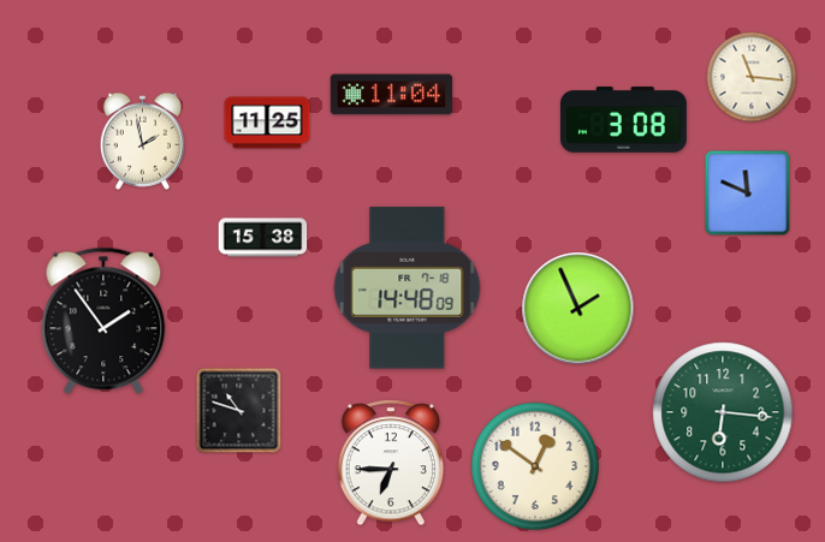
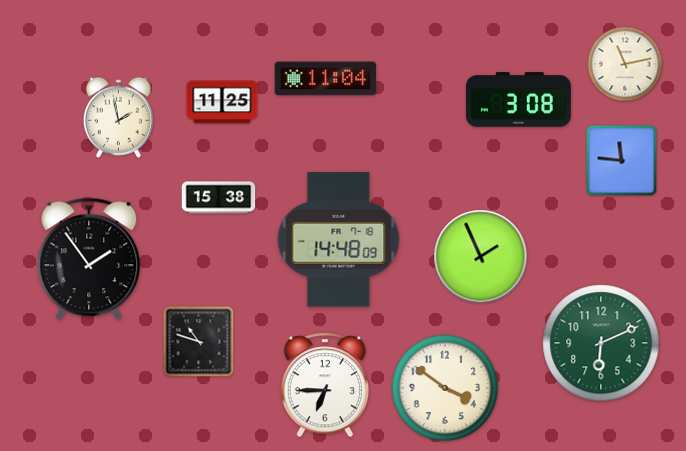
clock at (752, 77): 11:16 -> 11:13
clock at (748, 193): 11:49 -> 11:46
clock at (103, 321) position: (103, 321) -> (89, 259)
clock at (723, 412): 6:16 -> 6:11
clock at (535, 466): 12:51 -> 3:51
